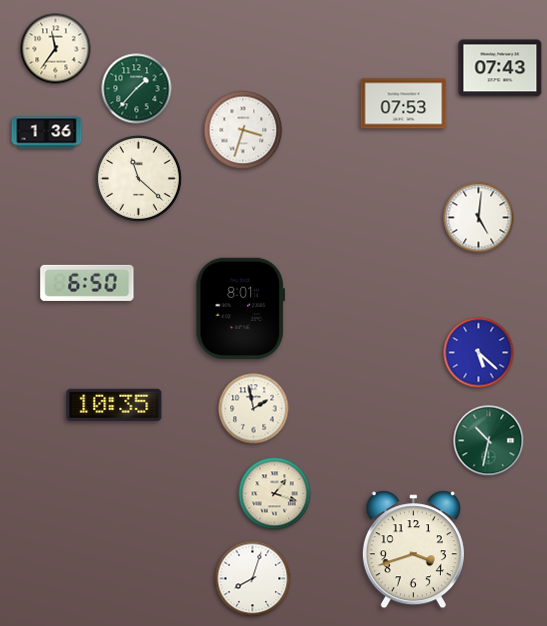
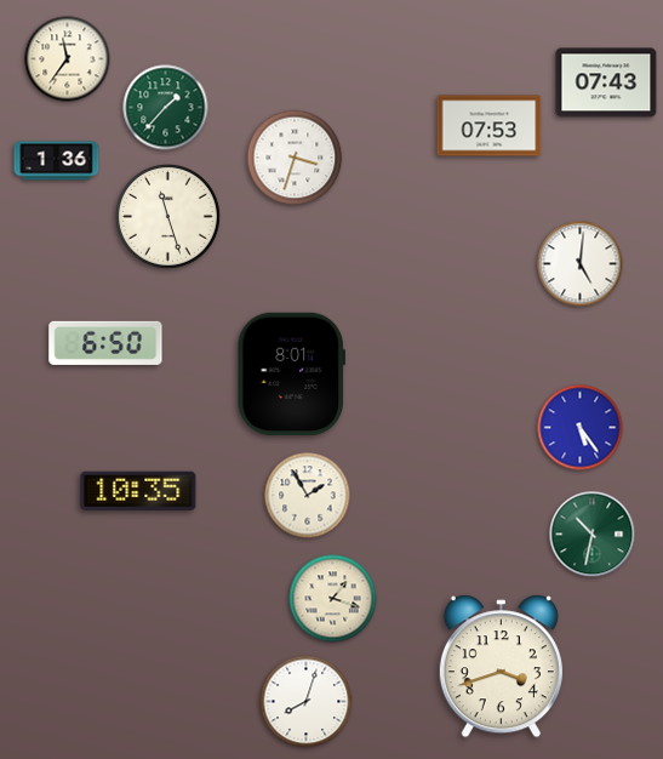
clock at (139, 179): 11:22 -> 11:27
clock at (479, 353): 5:22 -> 5:24
clock at (254, 409): 1:58 -> 1:55
